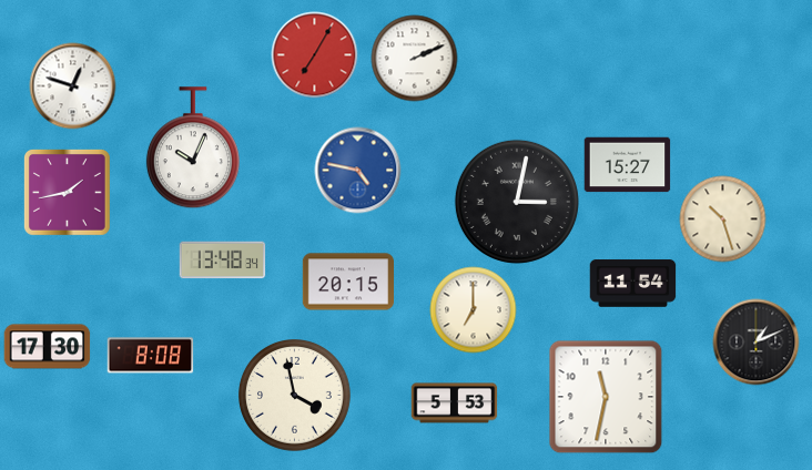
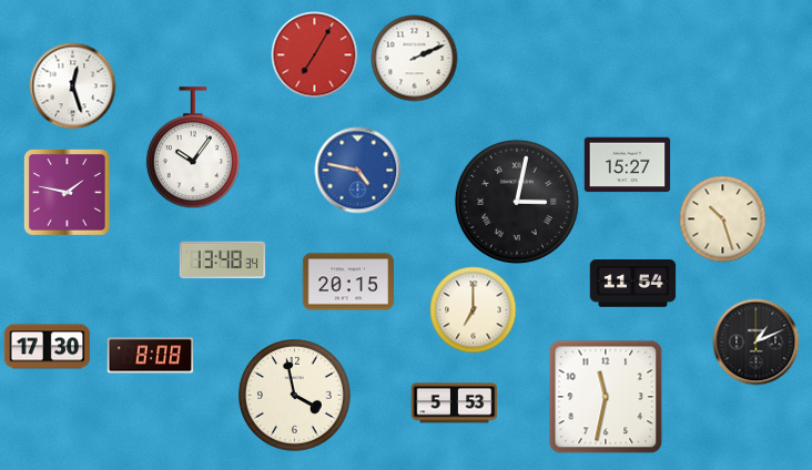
clock at (72, 85): 12:48 -> 12:27
clock at (193, 147): 10:04 -> 10:06
clock at (68, 193): 1:43 -> 1:47
